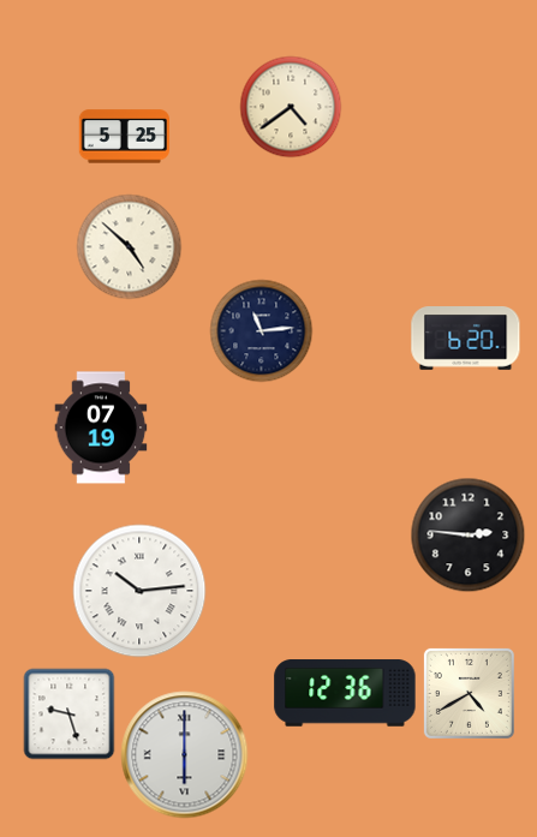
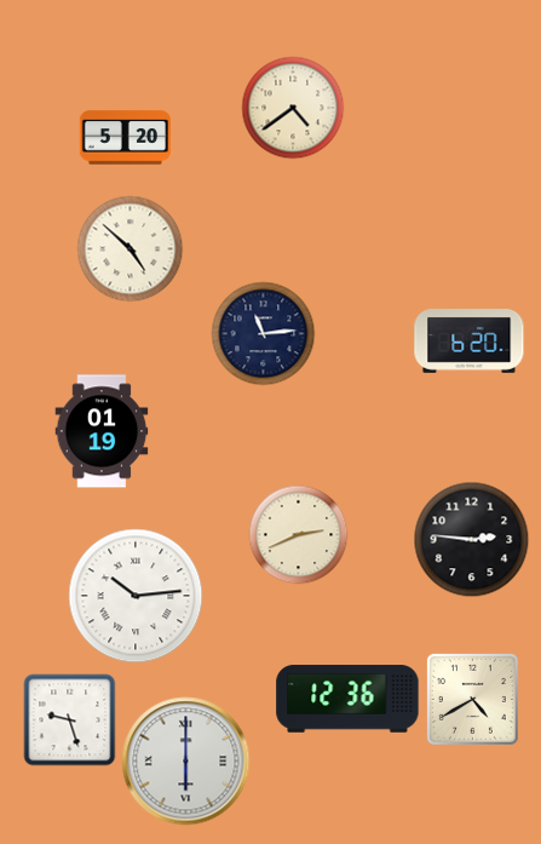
clock at (124, 137): 5:25 -> 5:20
clock at (101, 428): 07:19 -> 01:19
clock at (299, 535): none -> 2:41
clock at (139, 591) position: (139, 591) -> (136, 596)
